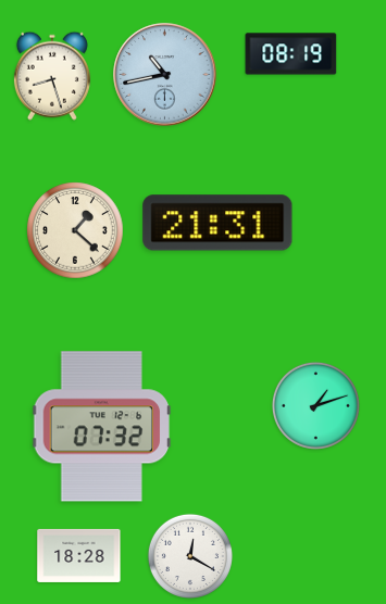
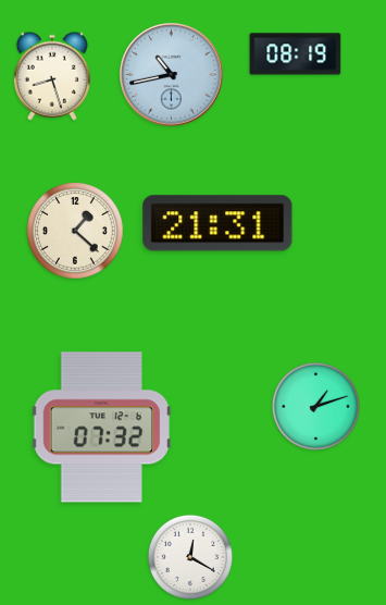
clock at (291, 54) position: (291, 54) -> (296, 54)
clock at (165, 75) position: (165, 75) -> (172, 75)
clock at (79, 555): 18:28 -> none
